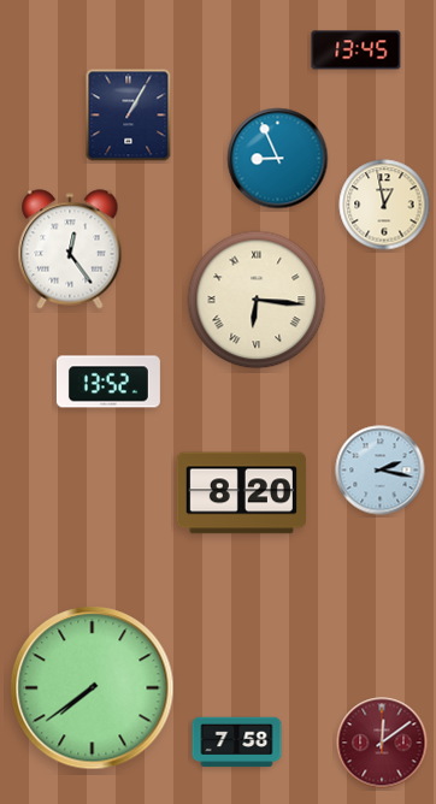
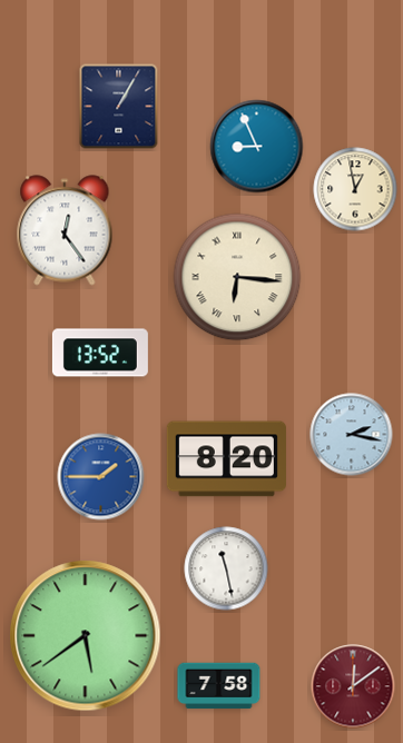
clock at (357, 51): 13:45 -> none
clock at (241, 493) position: (241, 493) -> (226, 459)
clock at (101, 477): none -> 1:45
clock at (226, 568): none -> 11:28
clock at (93, 688): 7:39 -> 5:39
